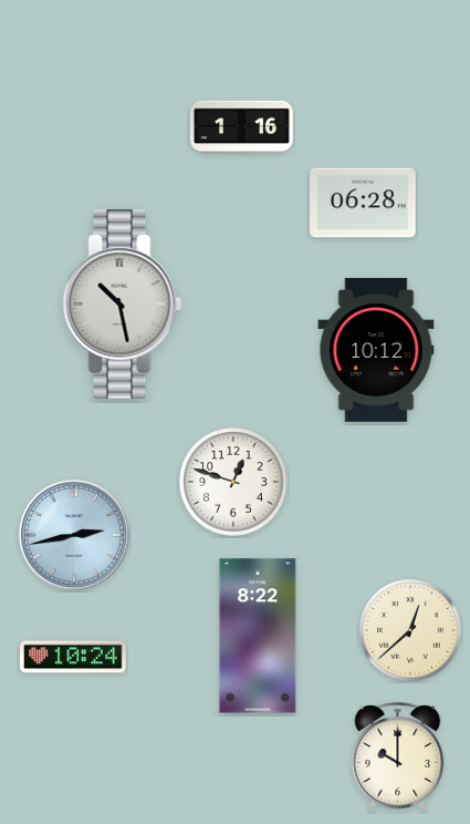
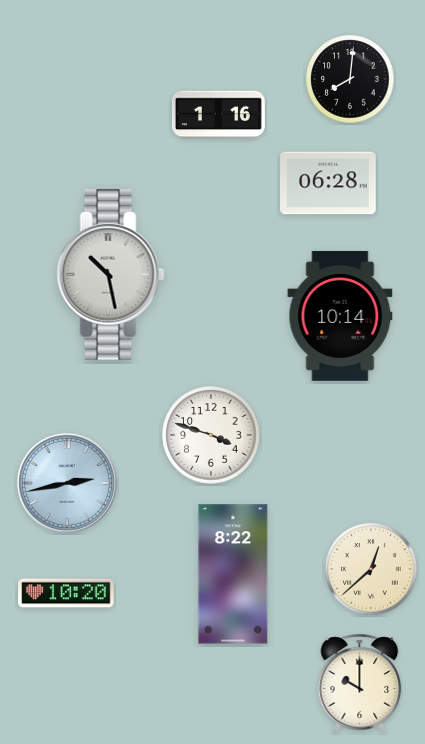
clock at (350, 79): none -> 8:01
clock at (376, 350): 10:12 -> 10:14
clock at (233, 482): 12:48 -> 3:48
clock at (73, 657): 10:24 -> 10:20
